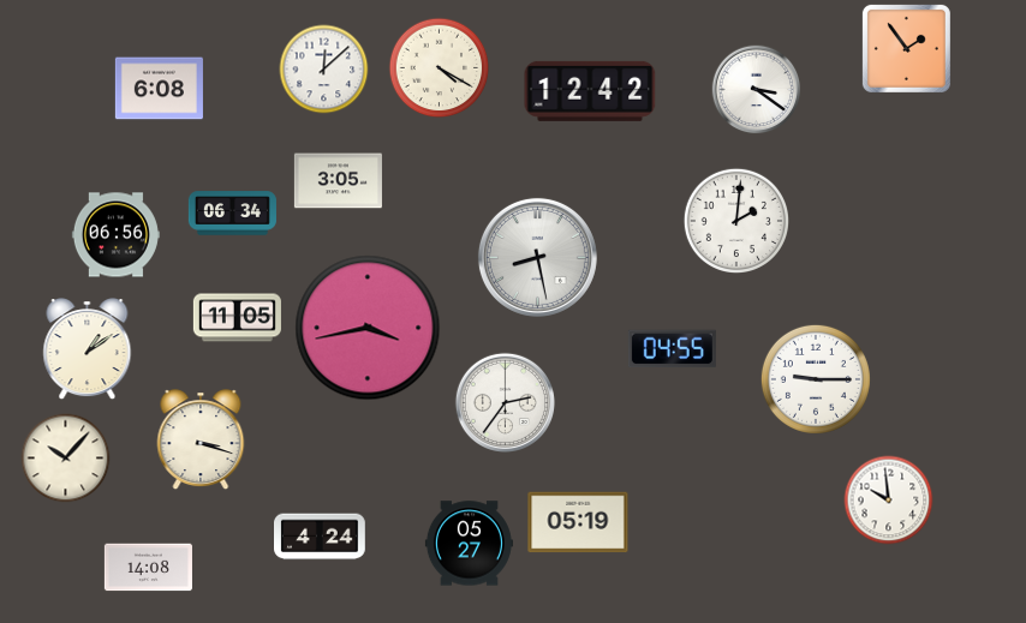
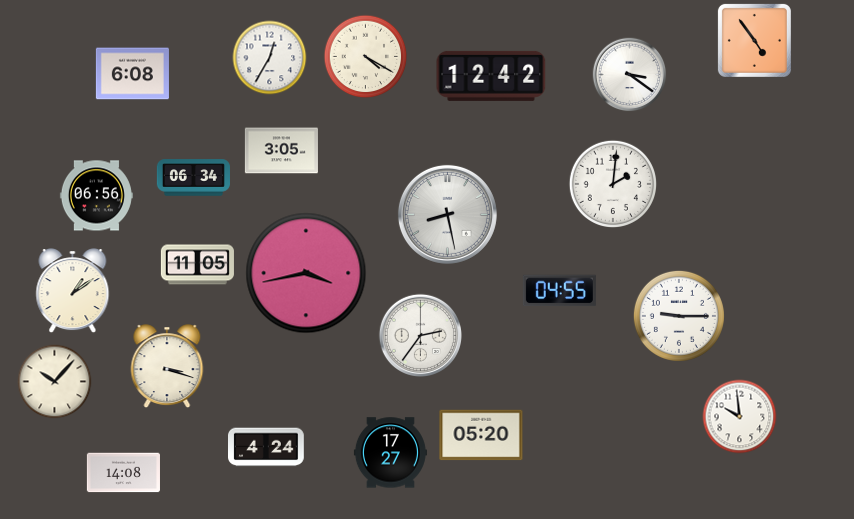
clock at (906, 48): 1:54 -> 4:54
clock at (324, 70): 12:08 -> 12:35
clock at (578, 522): 05:19 -> 05:20
clock at (469, 544): 05:27 -> 17:27
